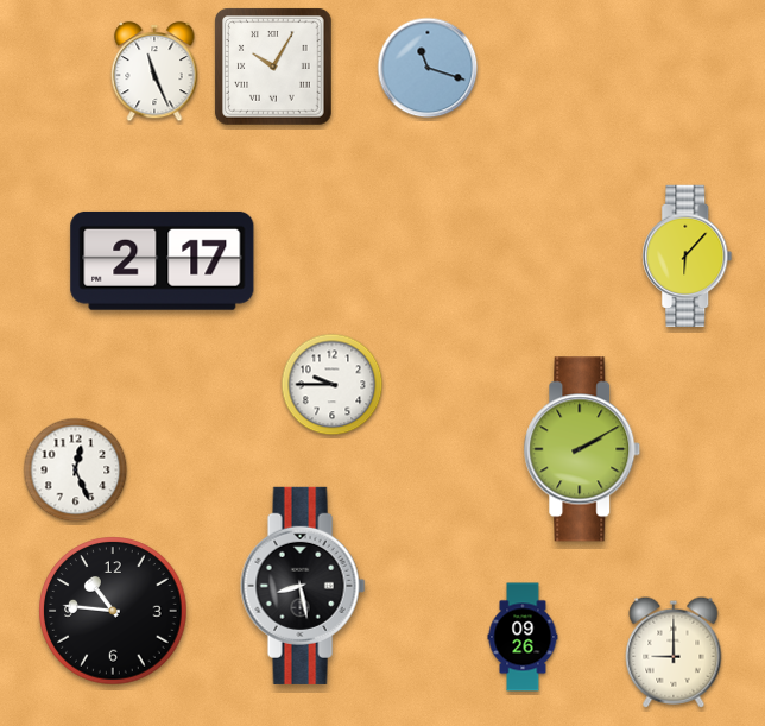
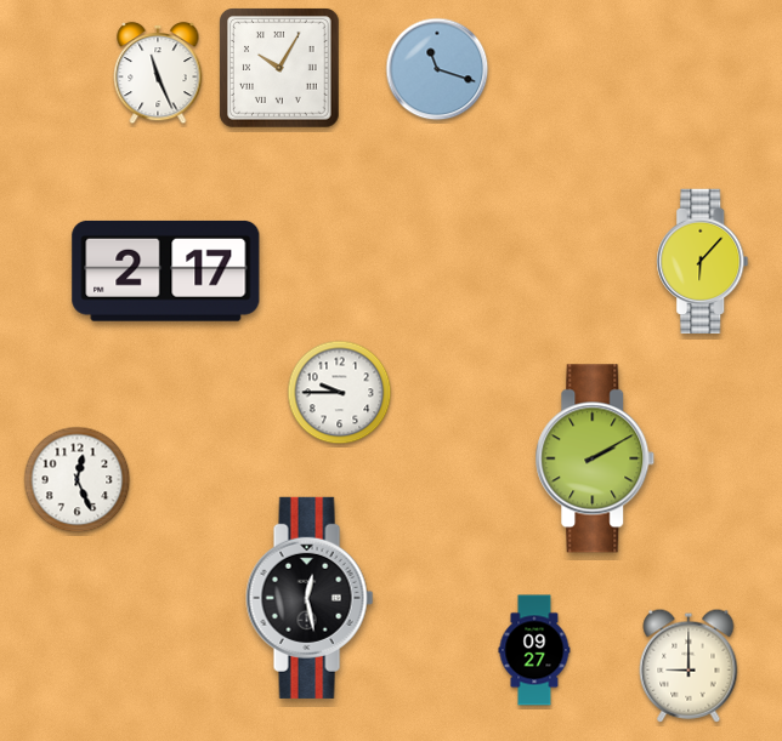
clock at (163, 260) position: (163, 260) -> (166, 270)
clock at (303, 586): 8:28 -> 12:28
clock at (113, 611): 10:46 -> none
clock at (523, 637): 09:26 -> 09:27
